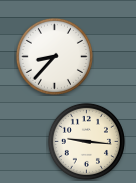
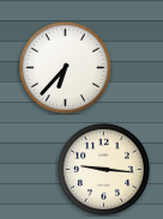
clock at (54, 56): 8:37 -> 6:37
